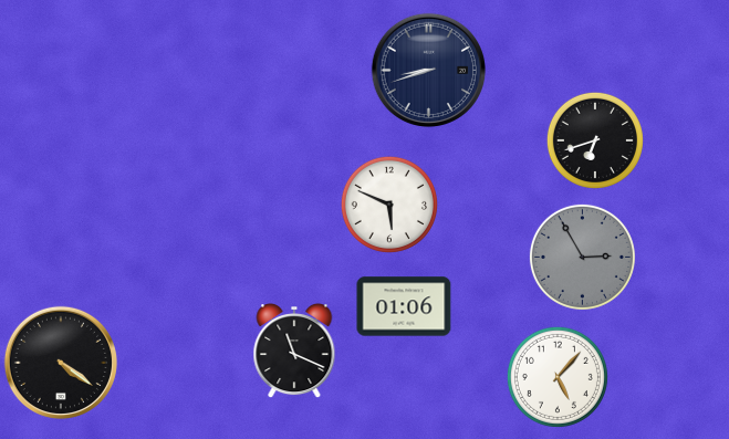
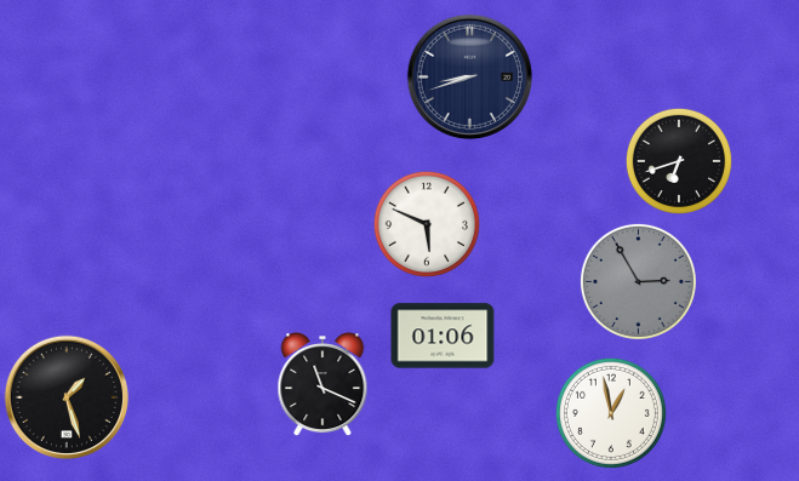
clock at (595, 140) position: (595, 140) -> (679, 161)
clock at (60, 362): 4:21 -> 1:27
clock at (558, 377): 5:07 -> 12:58
